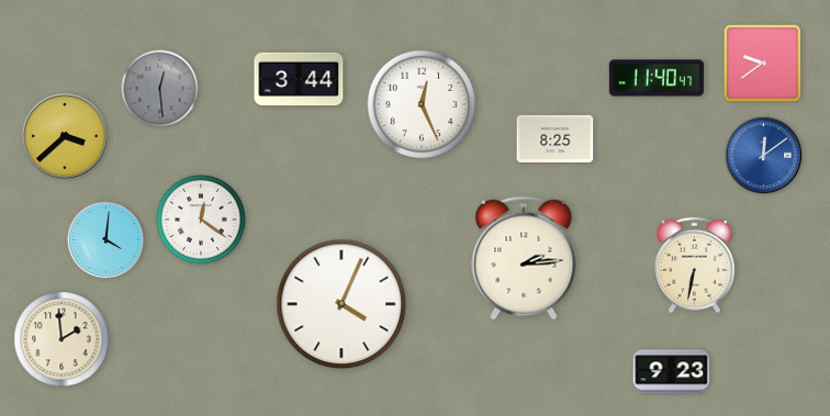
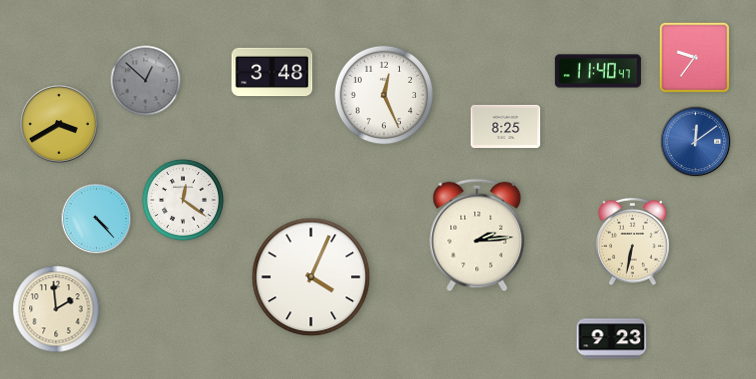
clock at (762, 63): 9:39 -> 9:36
clock at (299, 79): 3:44 -> 3:48
clock at (160, 89): 12:29 -> 12:52
clock at (65, 136): 3:38 -> 3:40
clock at (106, 240): 4:01 -> 4:23
